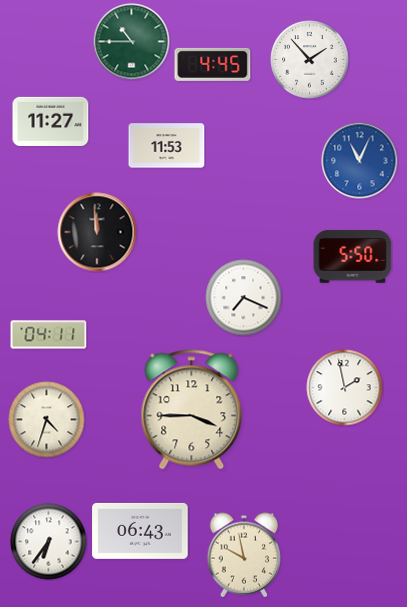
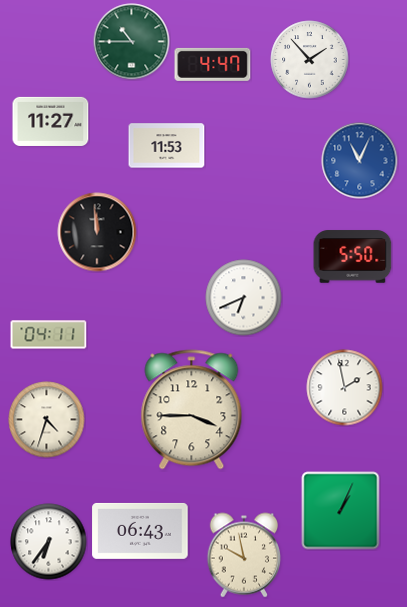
clock at (213, 64): 4:45 -> 4:47
clock at (244, 298): 7:19 -> 6:41
clock at (341, 511): none -> 1:04
